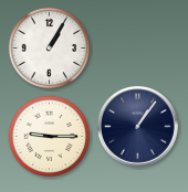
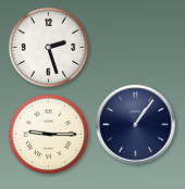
clock at (50, 49): 1:05 -> 2:27
